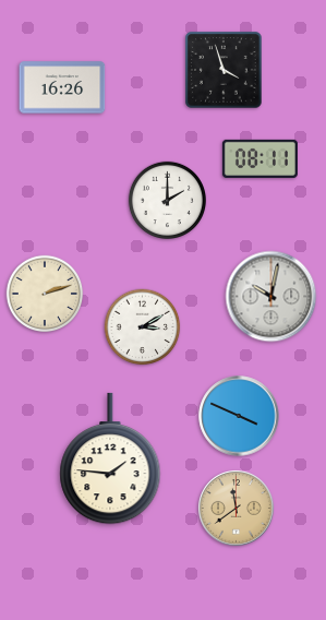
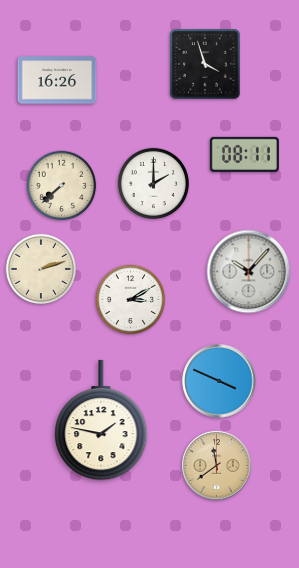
clock at (259, 158) position: (259, 158) -> (244, 154)
clock at (62, 186): none -> 7:38
clock at (271, 297): 10:02 -> 10:07
clock at (110, 458): 1:46 -> 1:47
